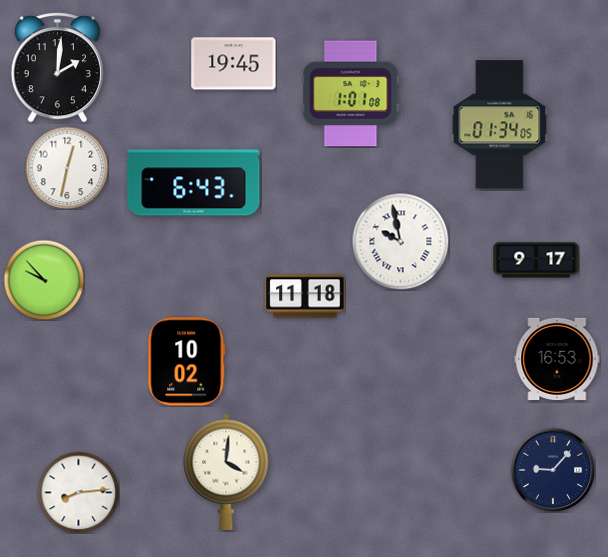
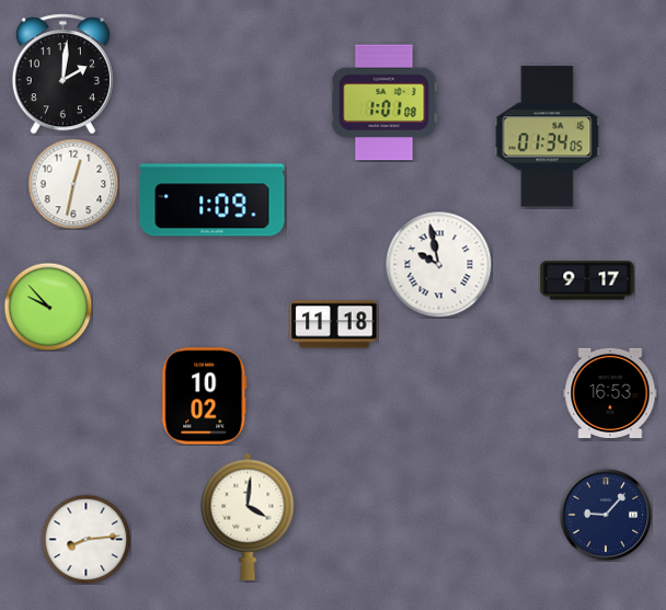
clock at (234, 64): 19:45 -> none
clock at (194, 183): 6:43 -> 1:09
clock at (536, 260) position: (536, 260) -> (587, 280)
